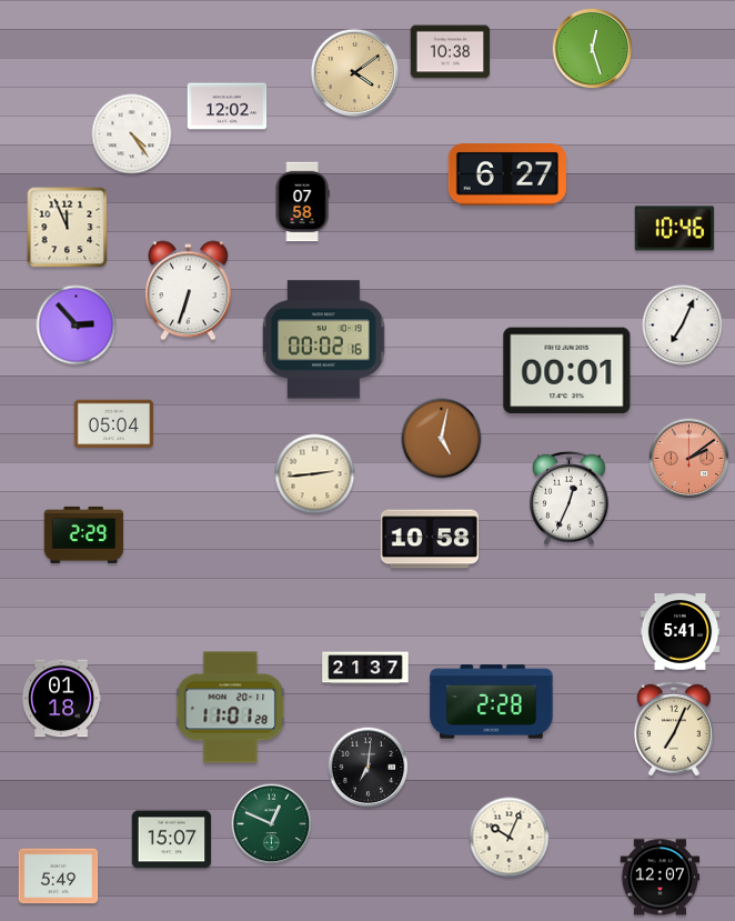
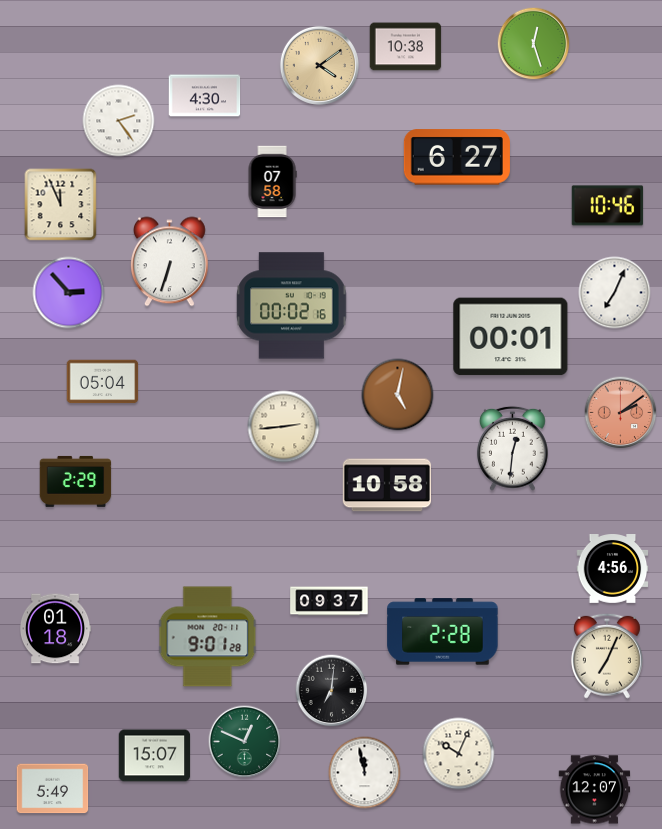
clock at (228, 107): 12:02 -> 4:30
clock at (132, 134): 4:24 -> 2:24
clock at (567, 371) position: (567, 371) -> (511, 337)
clock at (570, 498): 12:34 -> 12:31
clock at (681, 632): 5:41 -> 4:56
clock at (365, 668): 21:37 -> 09:37
clock at (231, 708): 11:01 -> 9:01
clock at (365, 773): none -> 11:58
